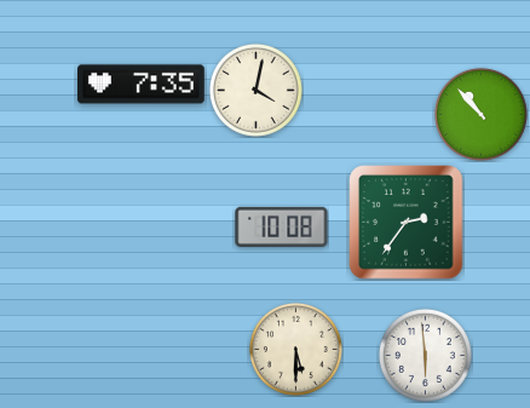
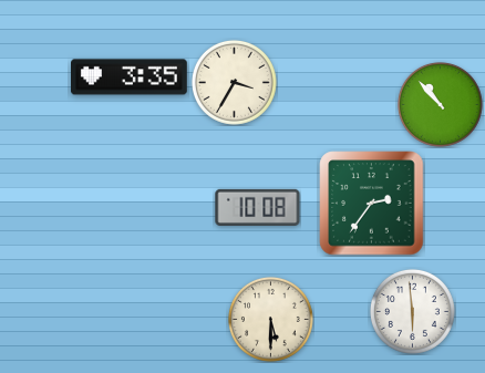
clock at (142, 85): 7:35 -> 3:35
clock at (255, 90): 4:02 -> 3:35
clock at (425, 355) position: (425, 355) -> (412, 311)
